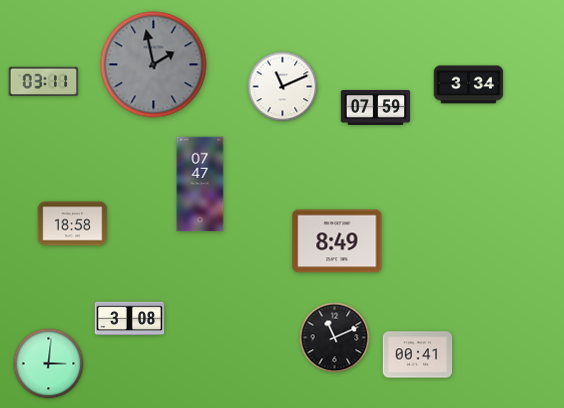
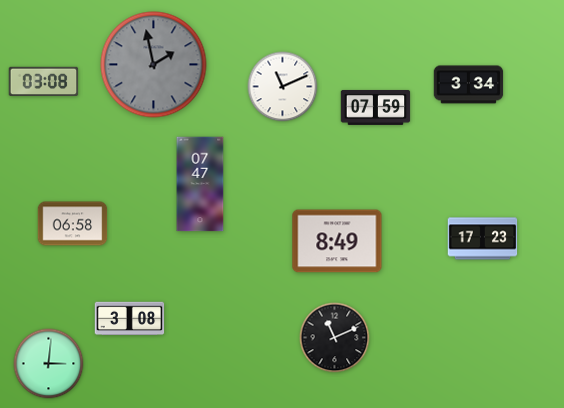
clock at (44, 81): 03:11 -> 03:08
clock at (73, 224): 18:58 -> 06:58
clock at (483, 239): none -> 17:23
clock at (418, 355): 00:41 -> none
